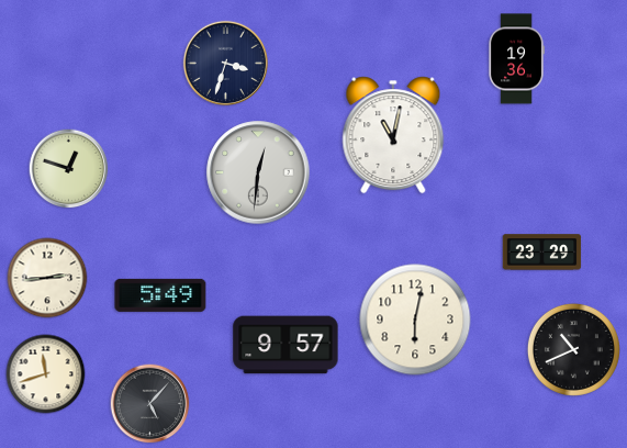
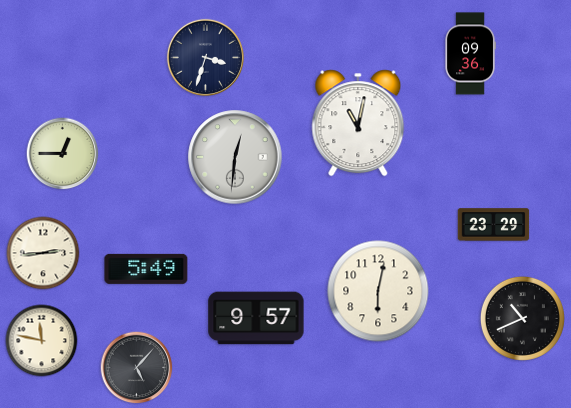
clock at (516, 59): 19:36 -> 09:36
clock at (69, 169): 12:48 -> 12:45
clock at (542, 253) position: (542, 253) -> (494, 225)
clock at (285, 345) position: (285, 345) -> (256, 318)
clock at (46, 374): 11:42 -> 11:47
